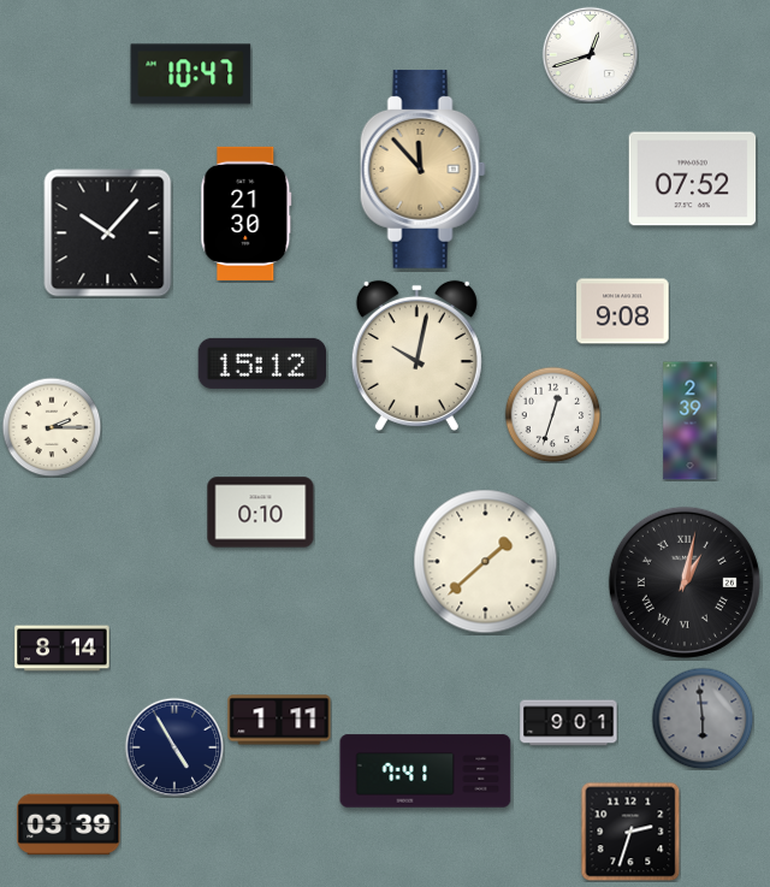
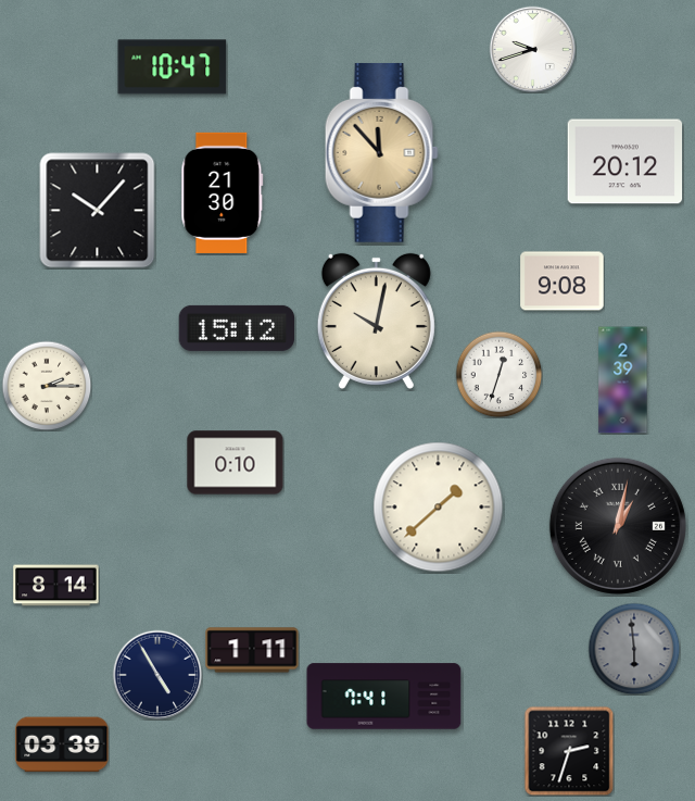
clock at (590, 54): 12:42 -> 9:42
clock at (693, 179): 07:52 -> 20:12
clock at (569, 723): 9:01 -> none
